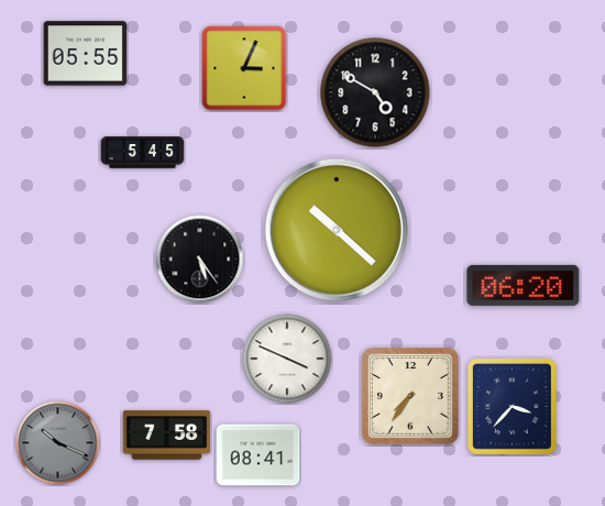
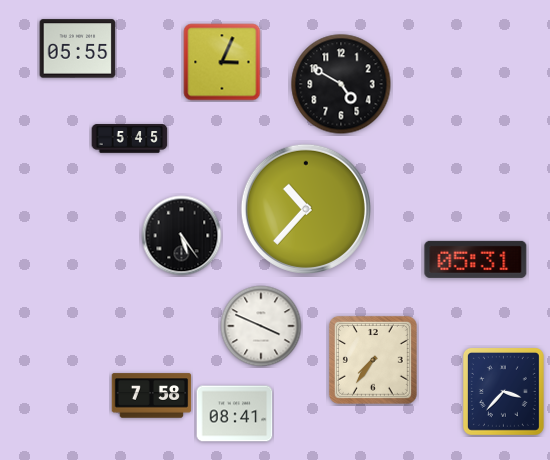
clock at (337, 230): 10:22 -> 10:37
clock at (524, 285): 06:20 -> 05:31
clock at (512, 406) position: (512, 406) -> (503, 391)
clock at (58, 443): 10:19 -> none
